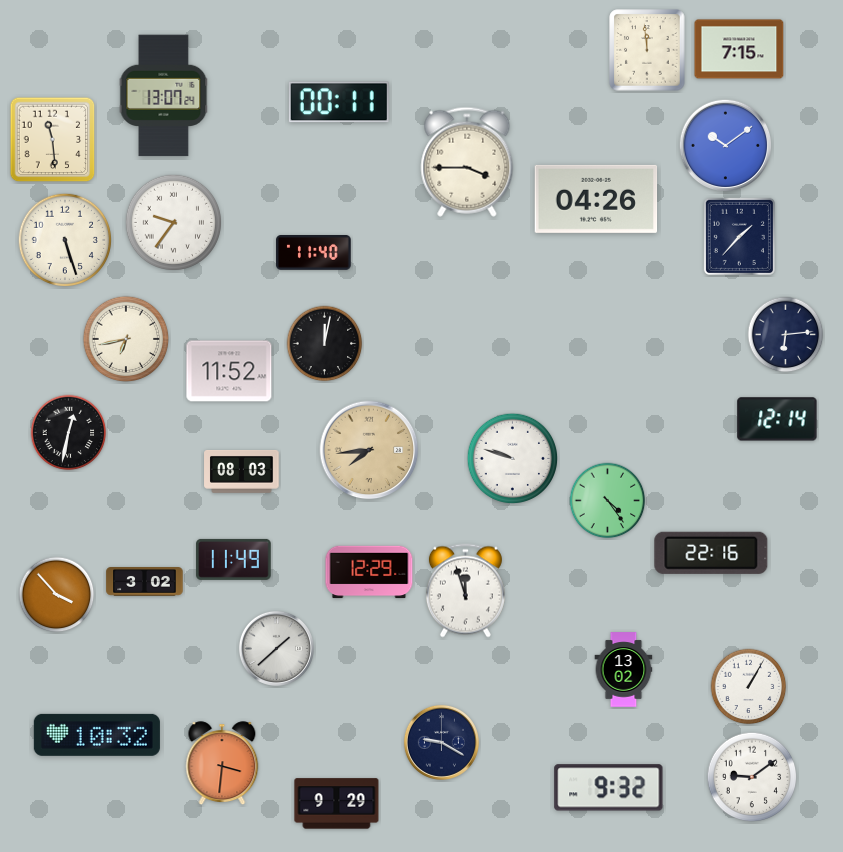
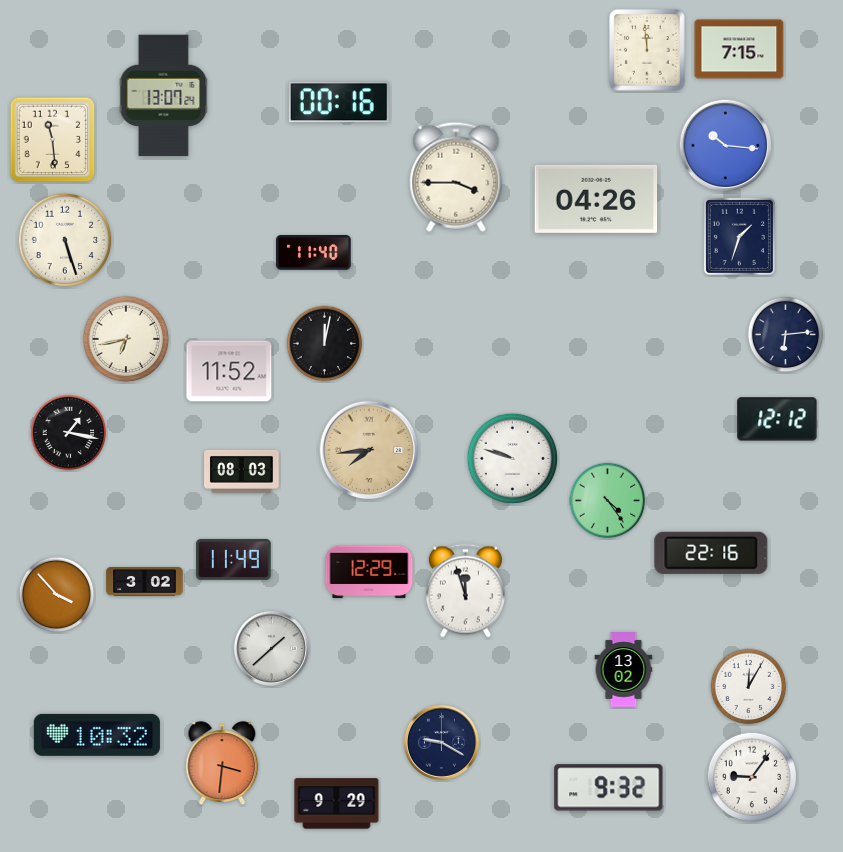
clock at (339, 102): 00:11 -> 00:16
clock at (726, 146): 10:09 -> 10:16
clock at (467, 162) position: (467, 162) -> (456, 177)
clock at (173, 222): 9:36 -> none
clock at (739, 236): 1:37 -> 1:33
clock at (777, 419): 12:14 -> 12:12
clock at (69, 433): 12:32 -> 1:17
clock at (276, 648) position: (276, 648) -> (271, 648)
clock at (749, 687): 1:05 -> 12:05
clock at (752, 777): 9:09 -> 9:06
